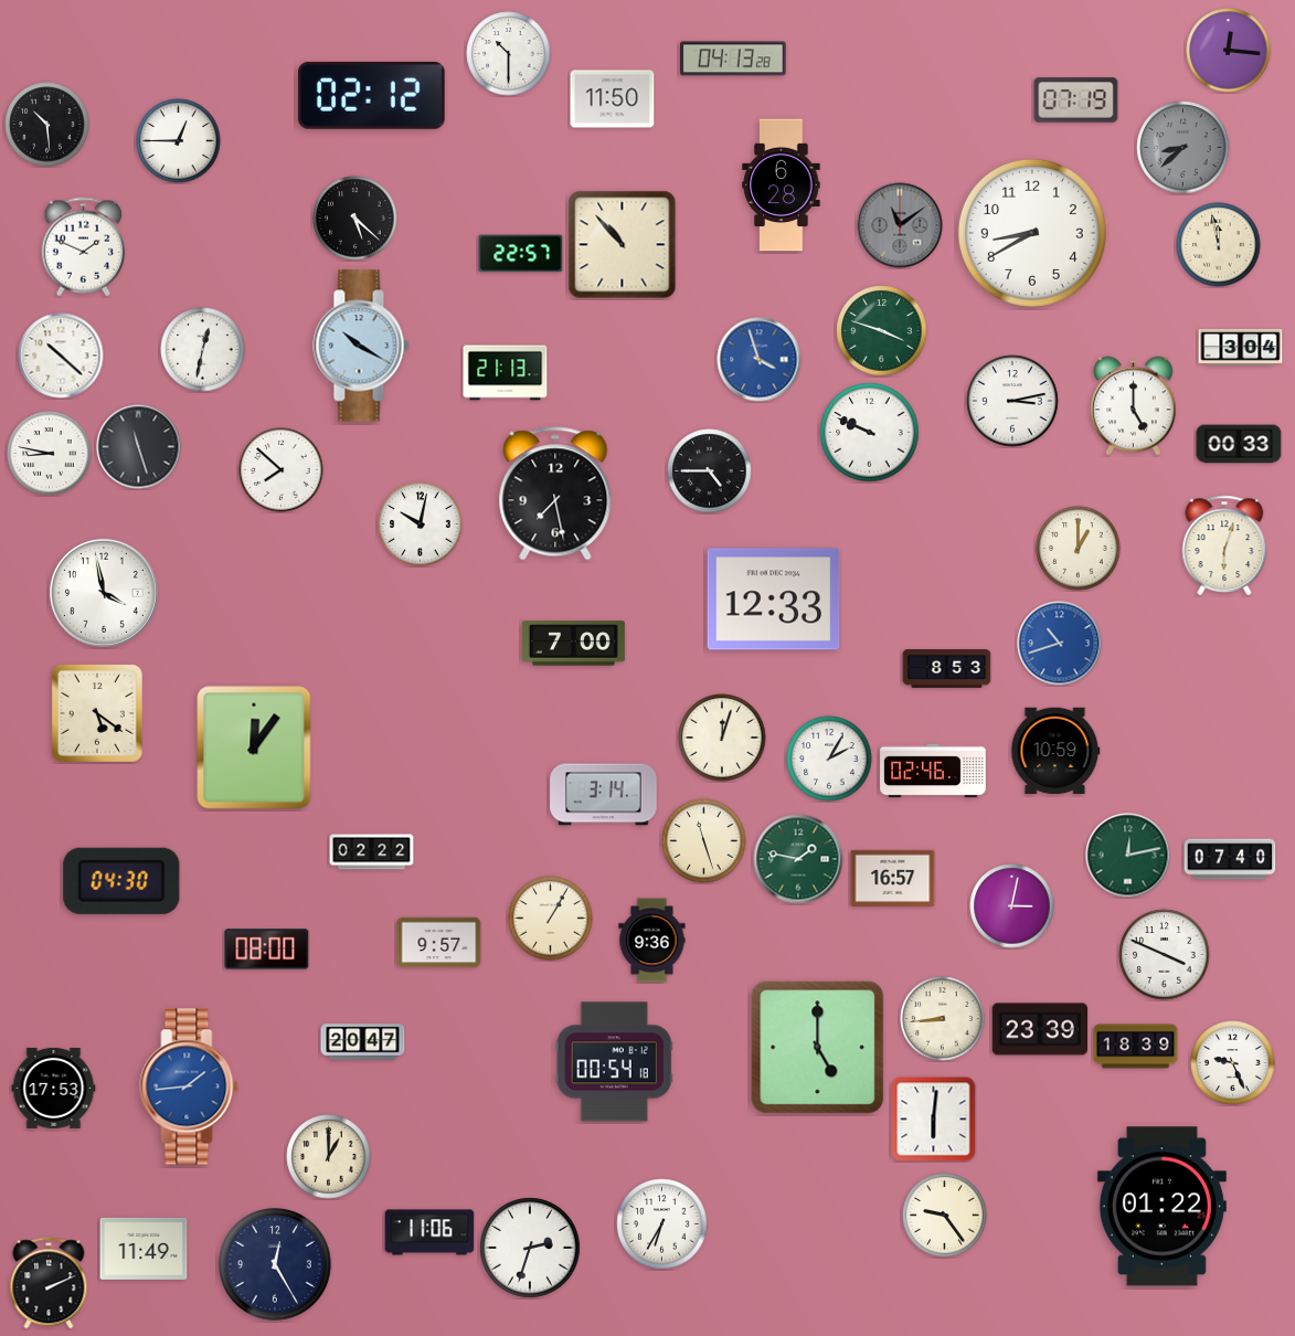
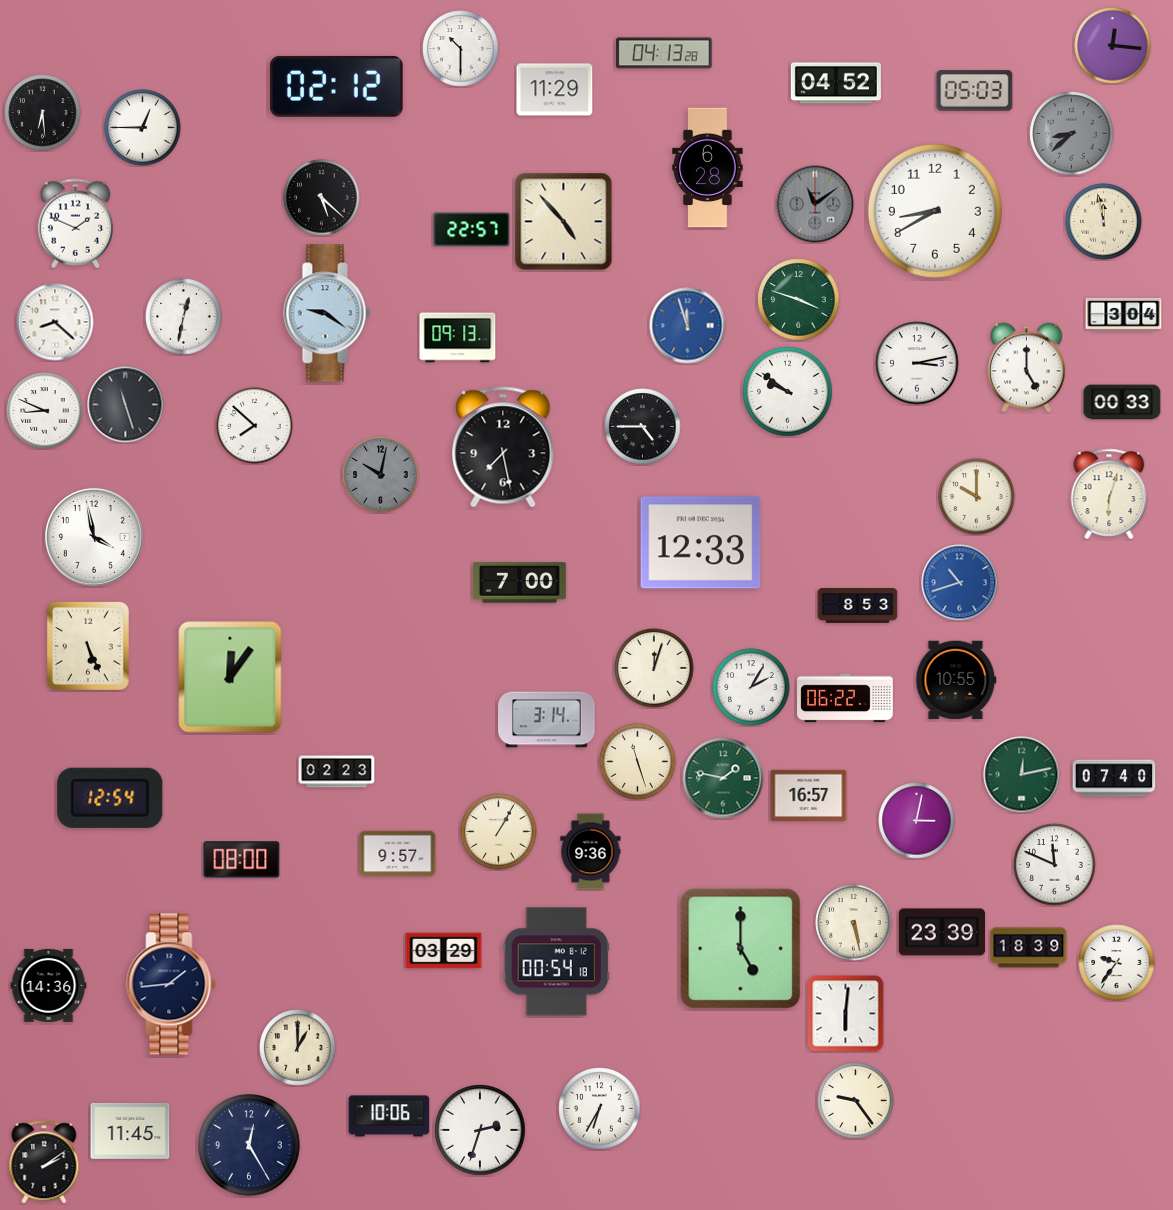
clock at (836, 83): none -> 04:52
clock at (613, 99): 11:50 -> 11:29
clock at (1076, 100): 07:19 -> 05:03
clock at (47, 125): 10:29 -> 6:29
clock at (179, 141) position: (179, 141) -> (143, 128)
clock at (623, 245): 10:53 -> 4:53
clock at (361, 346): 10:20 -> 9:21
clock at (61, 356): 10:22 -> 8:22
clock at (760, 360): 3:57 -> 11:57
clock at (506, 373): 21:13 -> 09:13
clock at (870, 433): 9:49 -> 9:51
clock at (50, 454): 8:47 -> 8:49
clock at (421, 524) dial: white -> grey
clock at (1079, 549): 1:00 -> 10:00
clock at (97, 713): 5:21 -> 5:26
clock at (1055, 751): 10:59 -> 10:55
clock at (933, 771): 02:46 -> 06:22
clock at (372, 852): 02:22 -> 02:23
clock at (121, 881): 04:30 -> 12:54
clock at (1165, 955): 3:49 -> 11:49
clock at (943, 1019): 8:44 -> 5:28
clock at (363, 1042): 20:47 -> none
clock at (444, 951): none -> 03:29
clock at (1233, 1063): 9:26 -> 9:36
clock at (189, 1086) dial: blue -> navy
clock at (54, 1088): 17:53 -> 14:36
clock at (1161, 1207): 01:22 -> none
clock at (429, 1232): 11:06 -> 10:06
clock at (144, 1249): 11:49 -> 11:45
clock at (49, 1283): 2:11 -> 2:09
